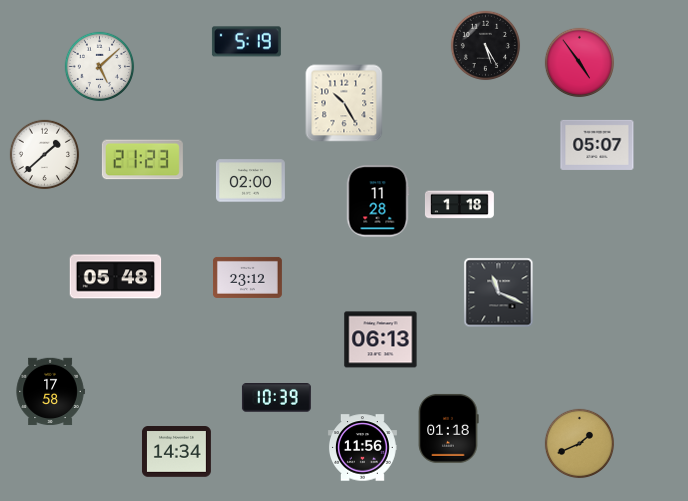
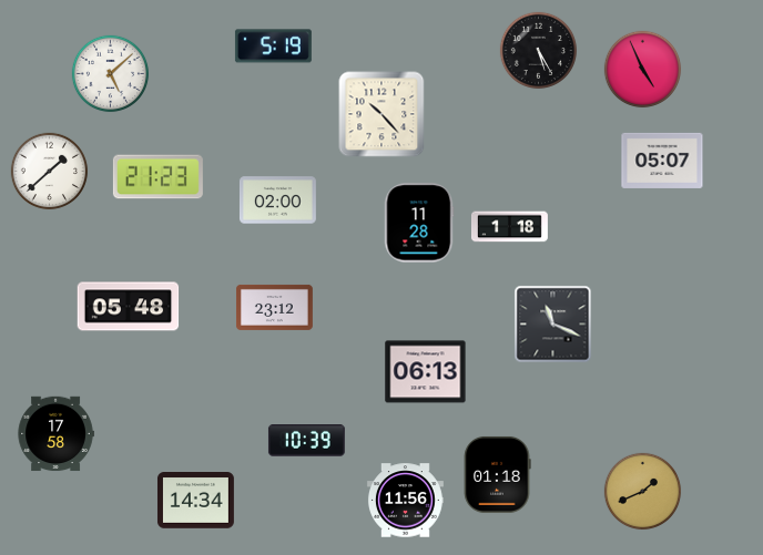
clock at (580, 63): 4:54 -> 4:56
clock at (344, 103): 10:25 -> 10:23
clock at (381, 340) position: (381, 340) -> (426, 372)
clock at (362, 448) position: (362, 448) -> (405, 501)
